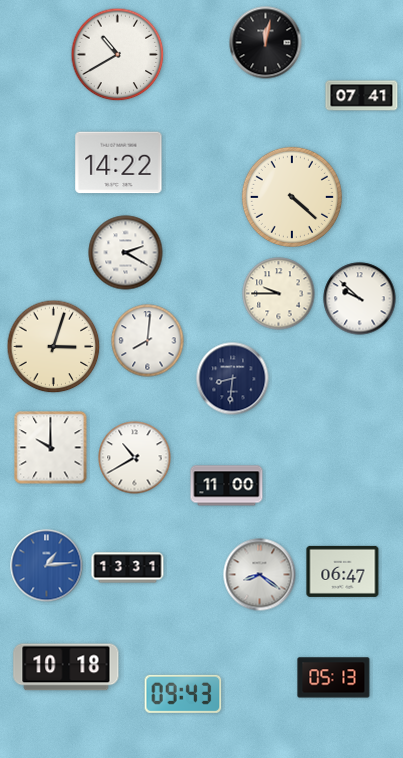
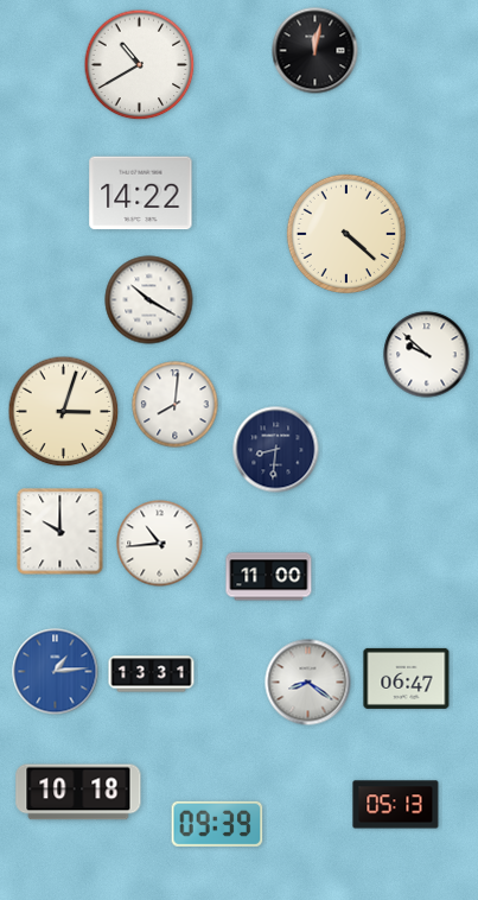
clock at (362, 96): 07:41 -> none
clock at (126, 253): 2:20 -> 10:20
clock at (279, 294): 9:45 -> none
clock at (135, 458): 10:40 -> 10:44
clock at (183, 694): 09:43 -> 09:39
